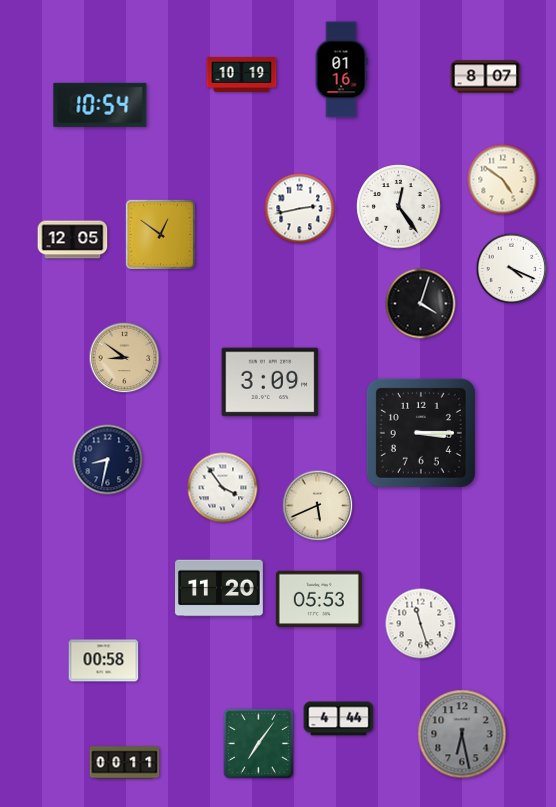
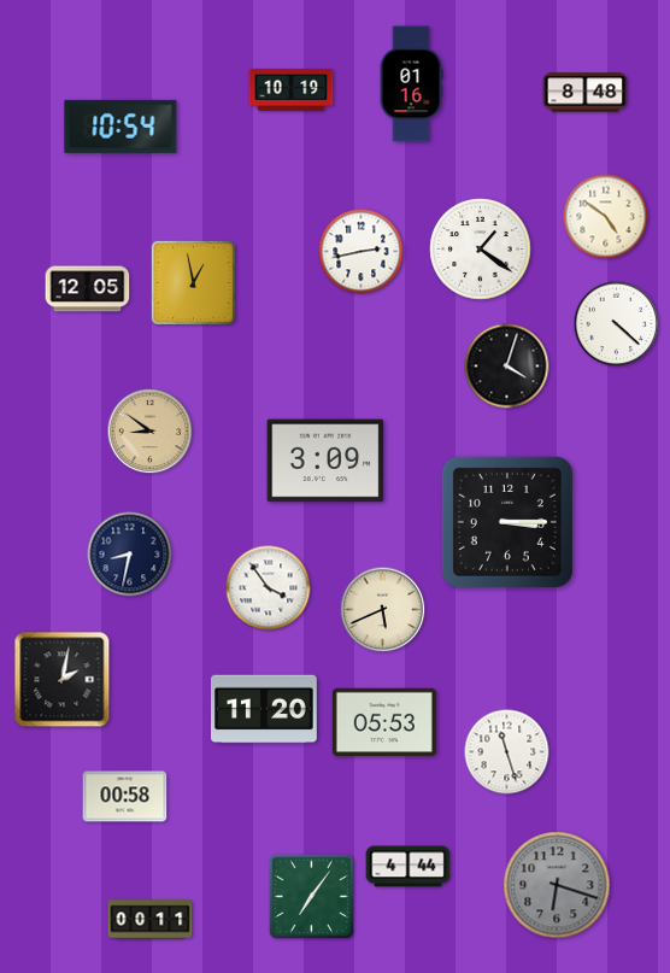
clock at (486, 77): 8:07 -> 8:48
clock at (399, 207): 12:24 -> 1:21
clock at (160, 234): 12:51 -> 12:58
clock at (512, 269): 4:19 -> 4:22
clock at (63, 680): none -> 2:02
clock at (462, 734): 6:28 -> 6:18
